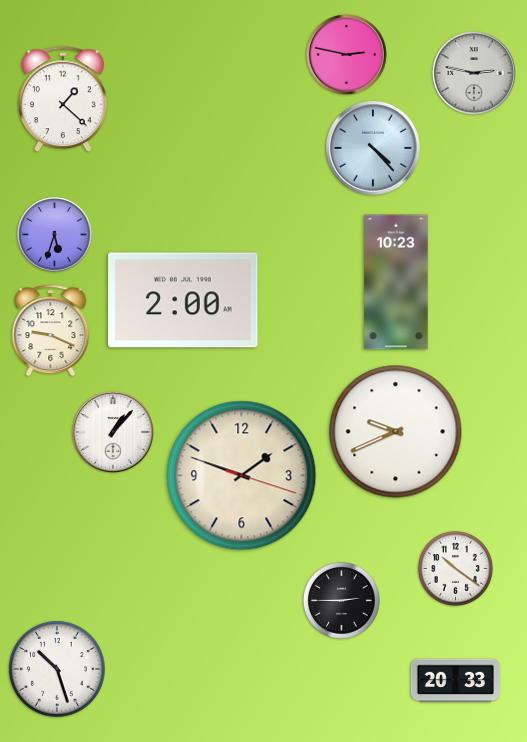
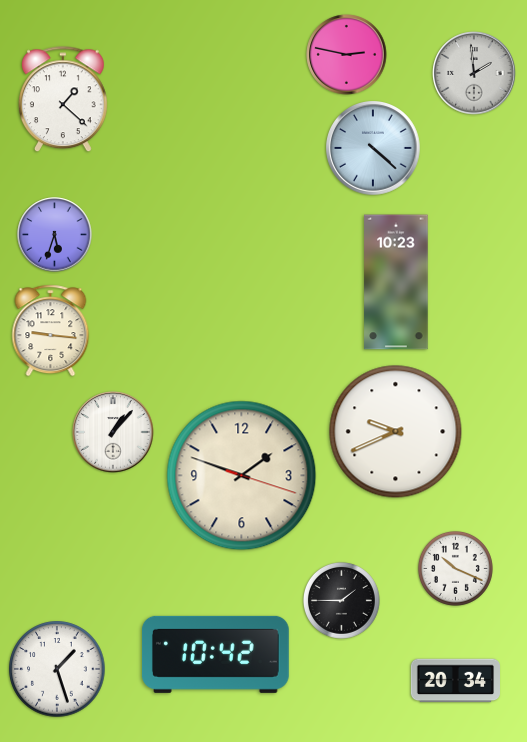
clock at (474, 73): 2:47 -> 1:59
clock at (374, 149): 4:23 -> 4:22
clock at (183, 300): 2:00 -> none
clock at (51, 331): 9:19 -> 9:16
clock at (455, 568): 10:21 -> 10:19
clock at (341, 600): 2:45 -> 1:45
clock at (216, 654): none -> 10:42
clock at (57, 669): 10:27 -> 1:27
clock at (455, 681): 20:33 -> 20:34
